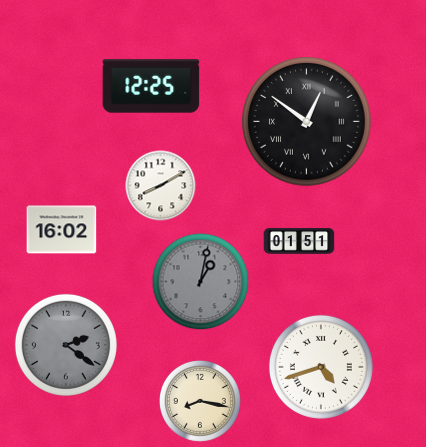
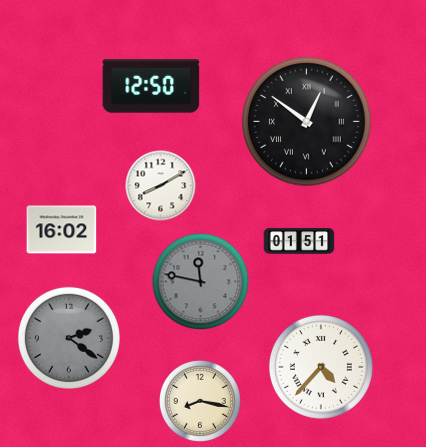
clock at (151, 86): 12:25 -> 12:50
clock at (201, 282): 1:02 -> 11:47
clock at (66, 345) position: (66, 345) -> (69, 338)
clock at (321, 367): 4:42 -> 4:37
